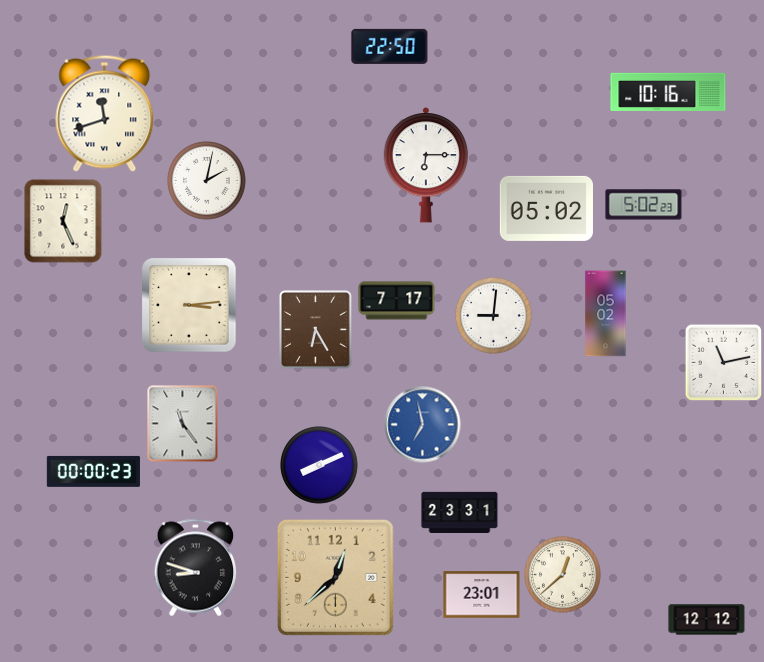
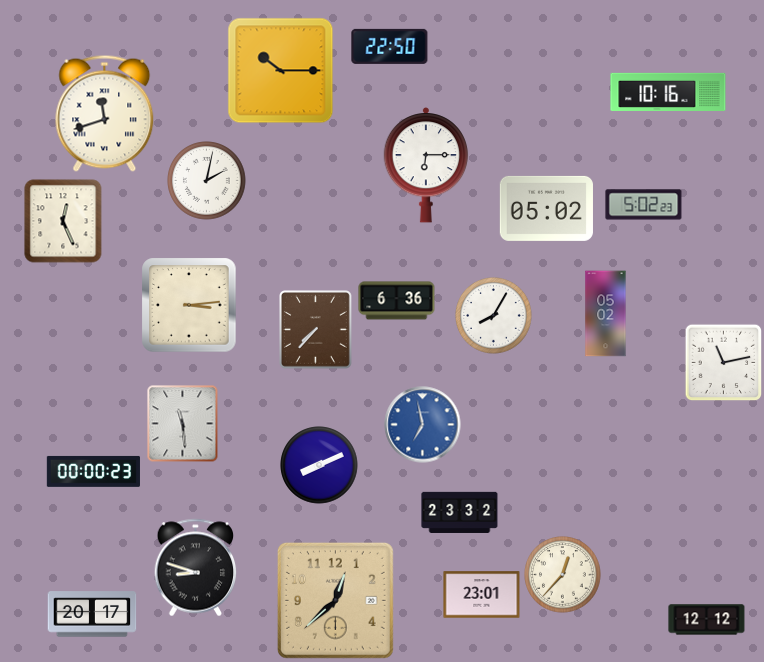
clock at (281, 71): none -> 10:15
clock at (397, 301): 7:17 -> 6:36
clock at (494, 316): 9:01 -> 8:05
clock at (316, 330): 6:25 -> 7:37
clock at (183, 424): 11:24 -> 11:29
clock at (460, 512): 23:31 -> 23:32
clock at (563, 575): 12:38 -> 12:37
clock at (335, 577) position: (335, 577) -> (335, 600)
clock at (92, 614): none -> 20:17
